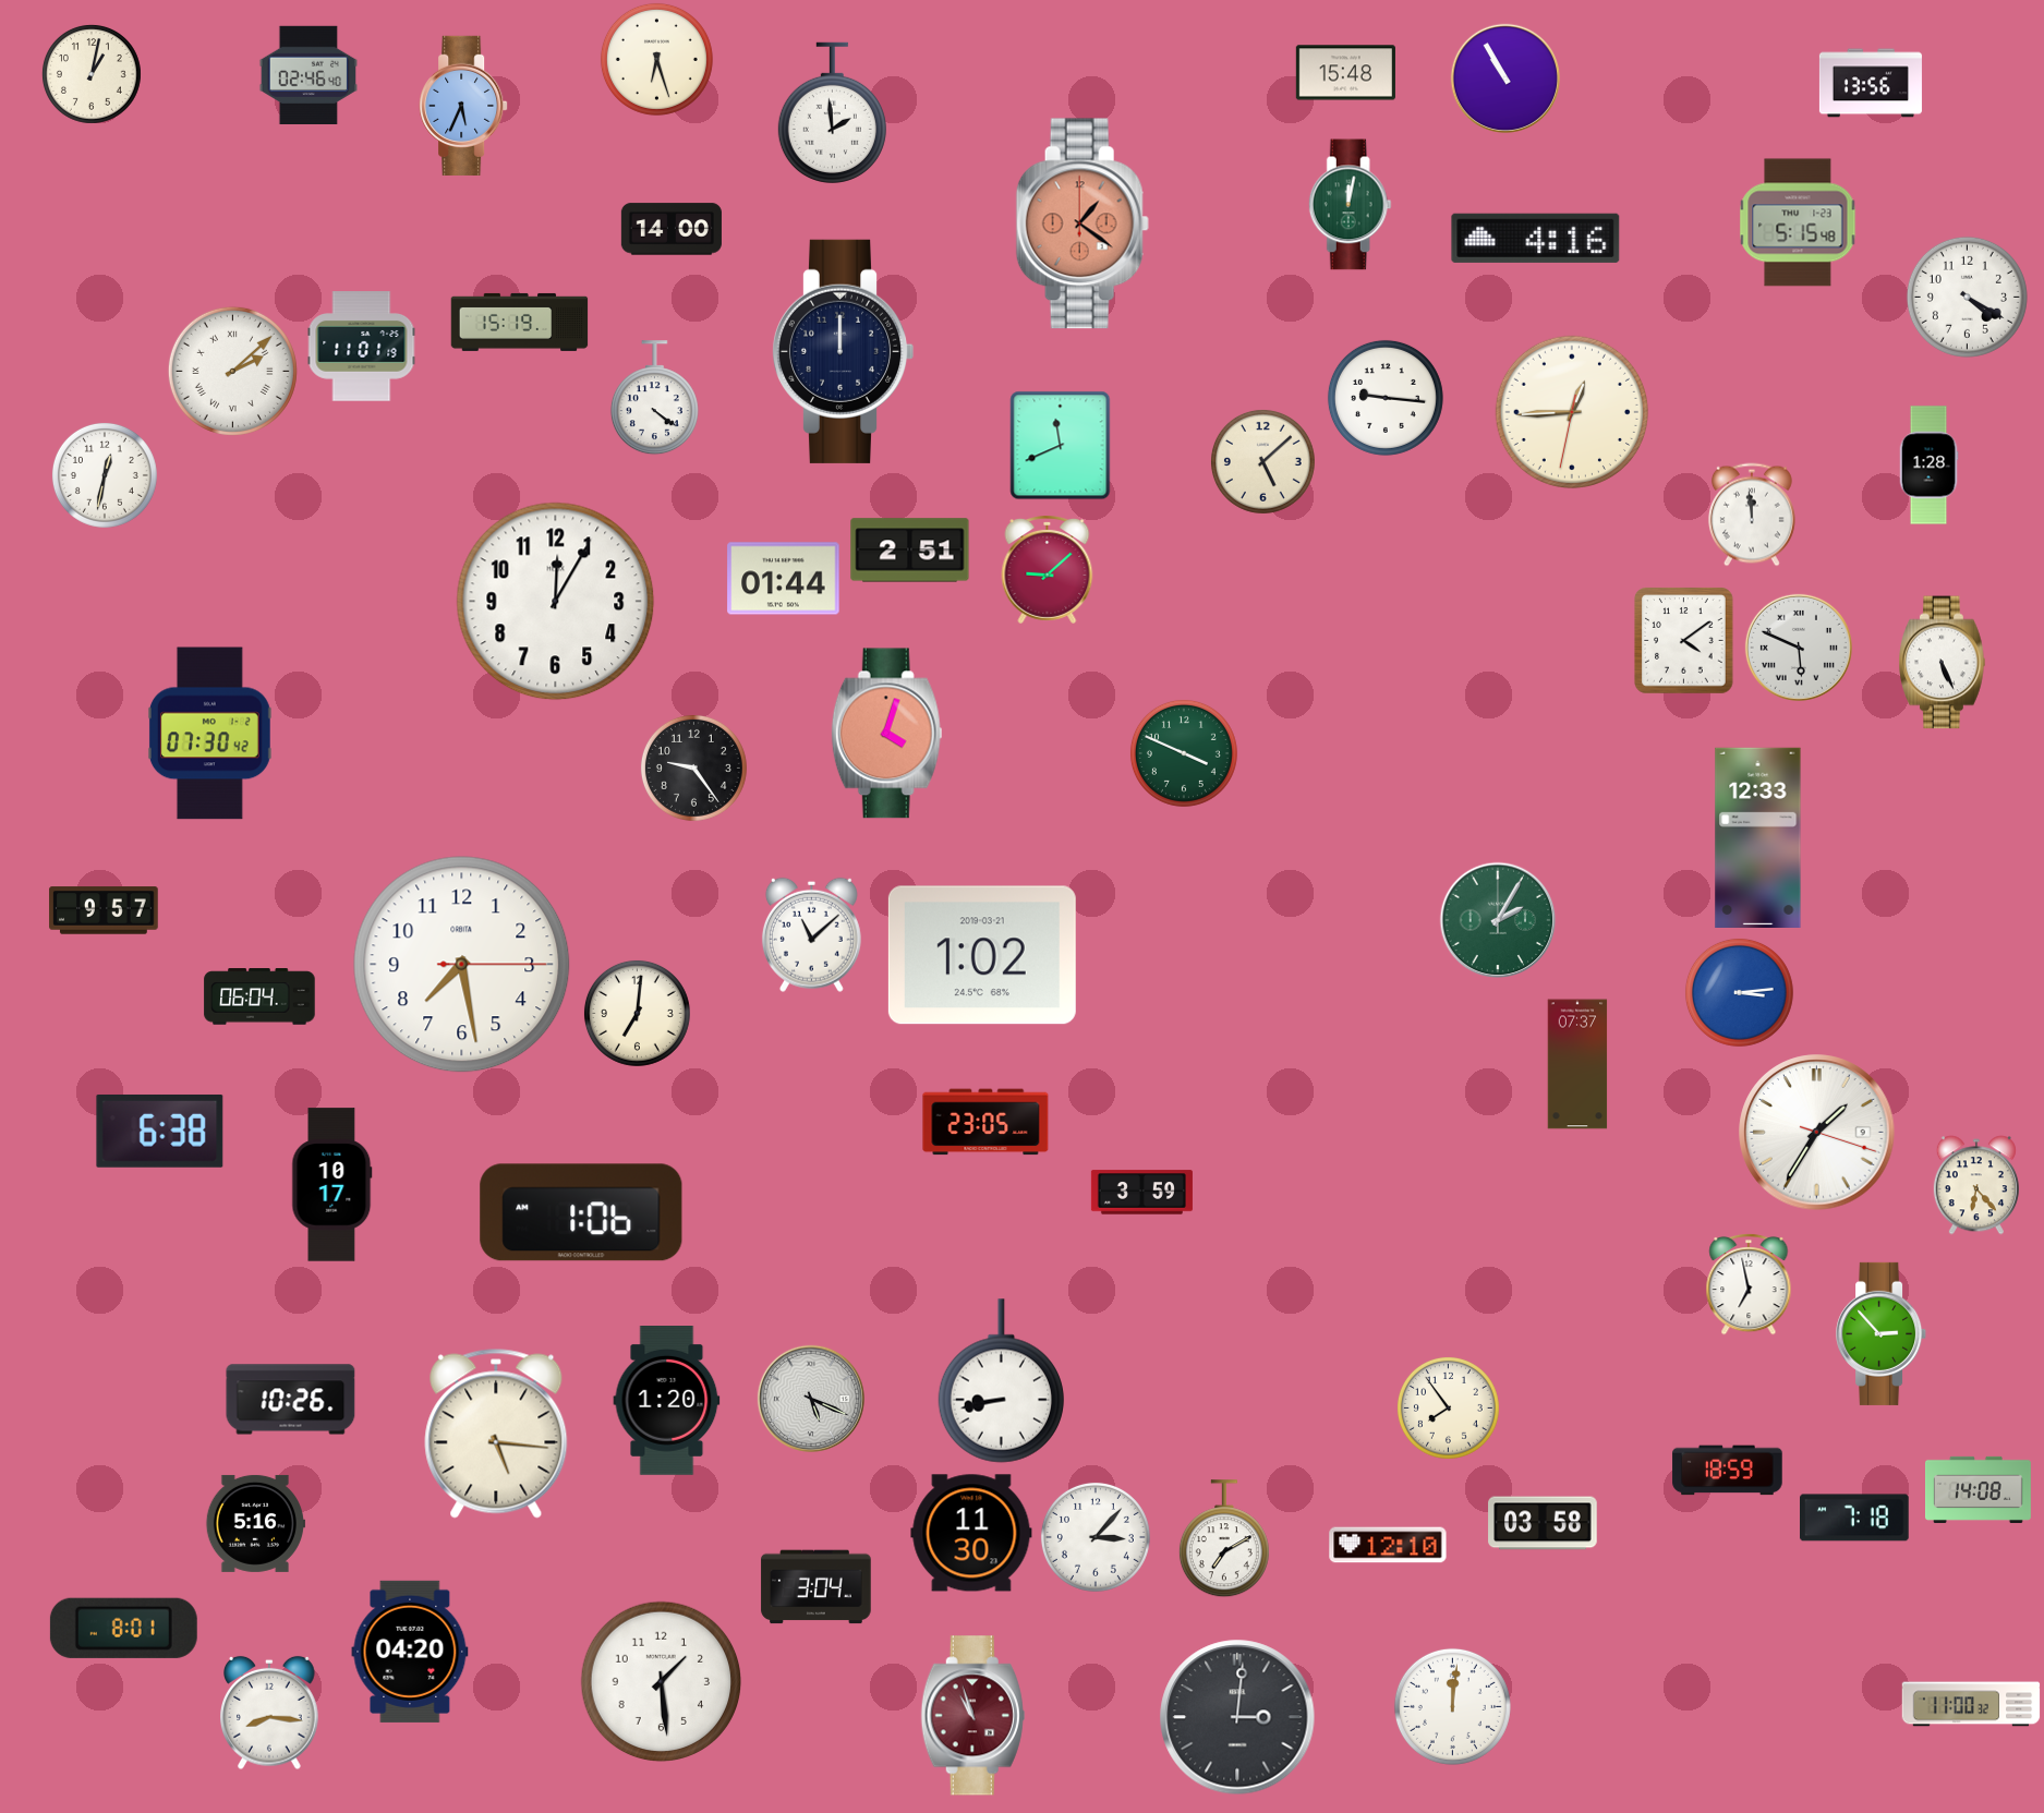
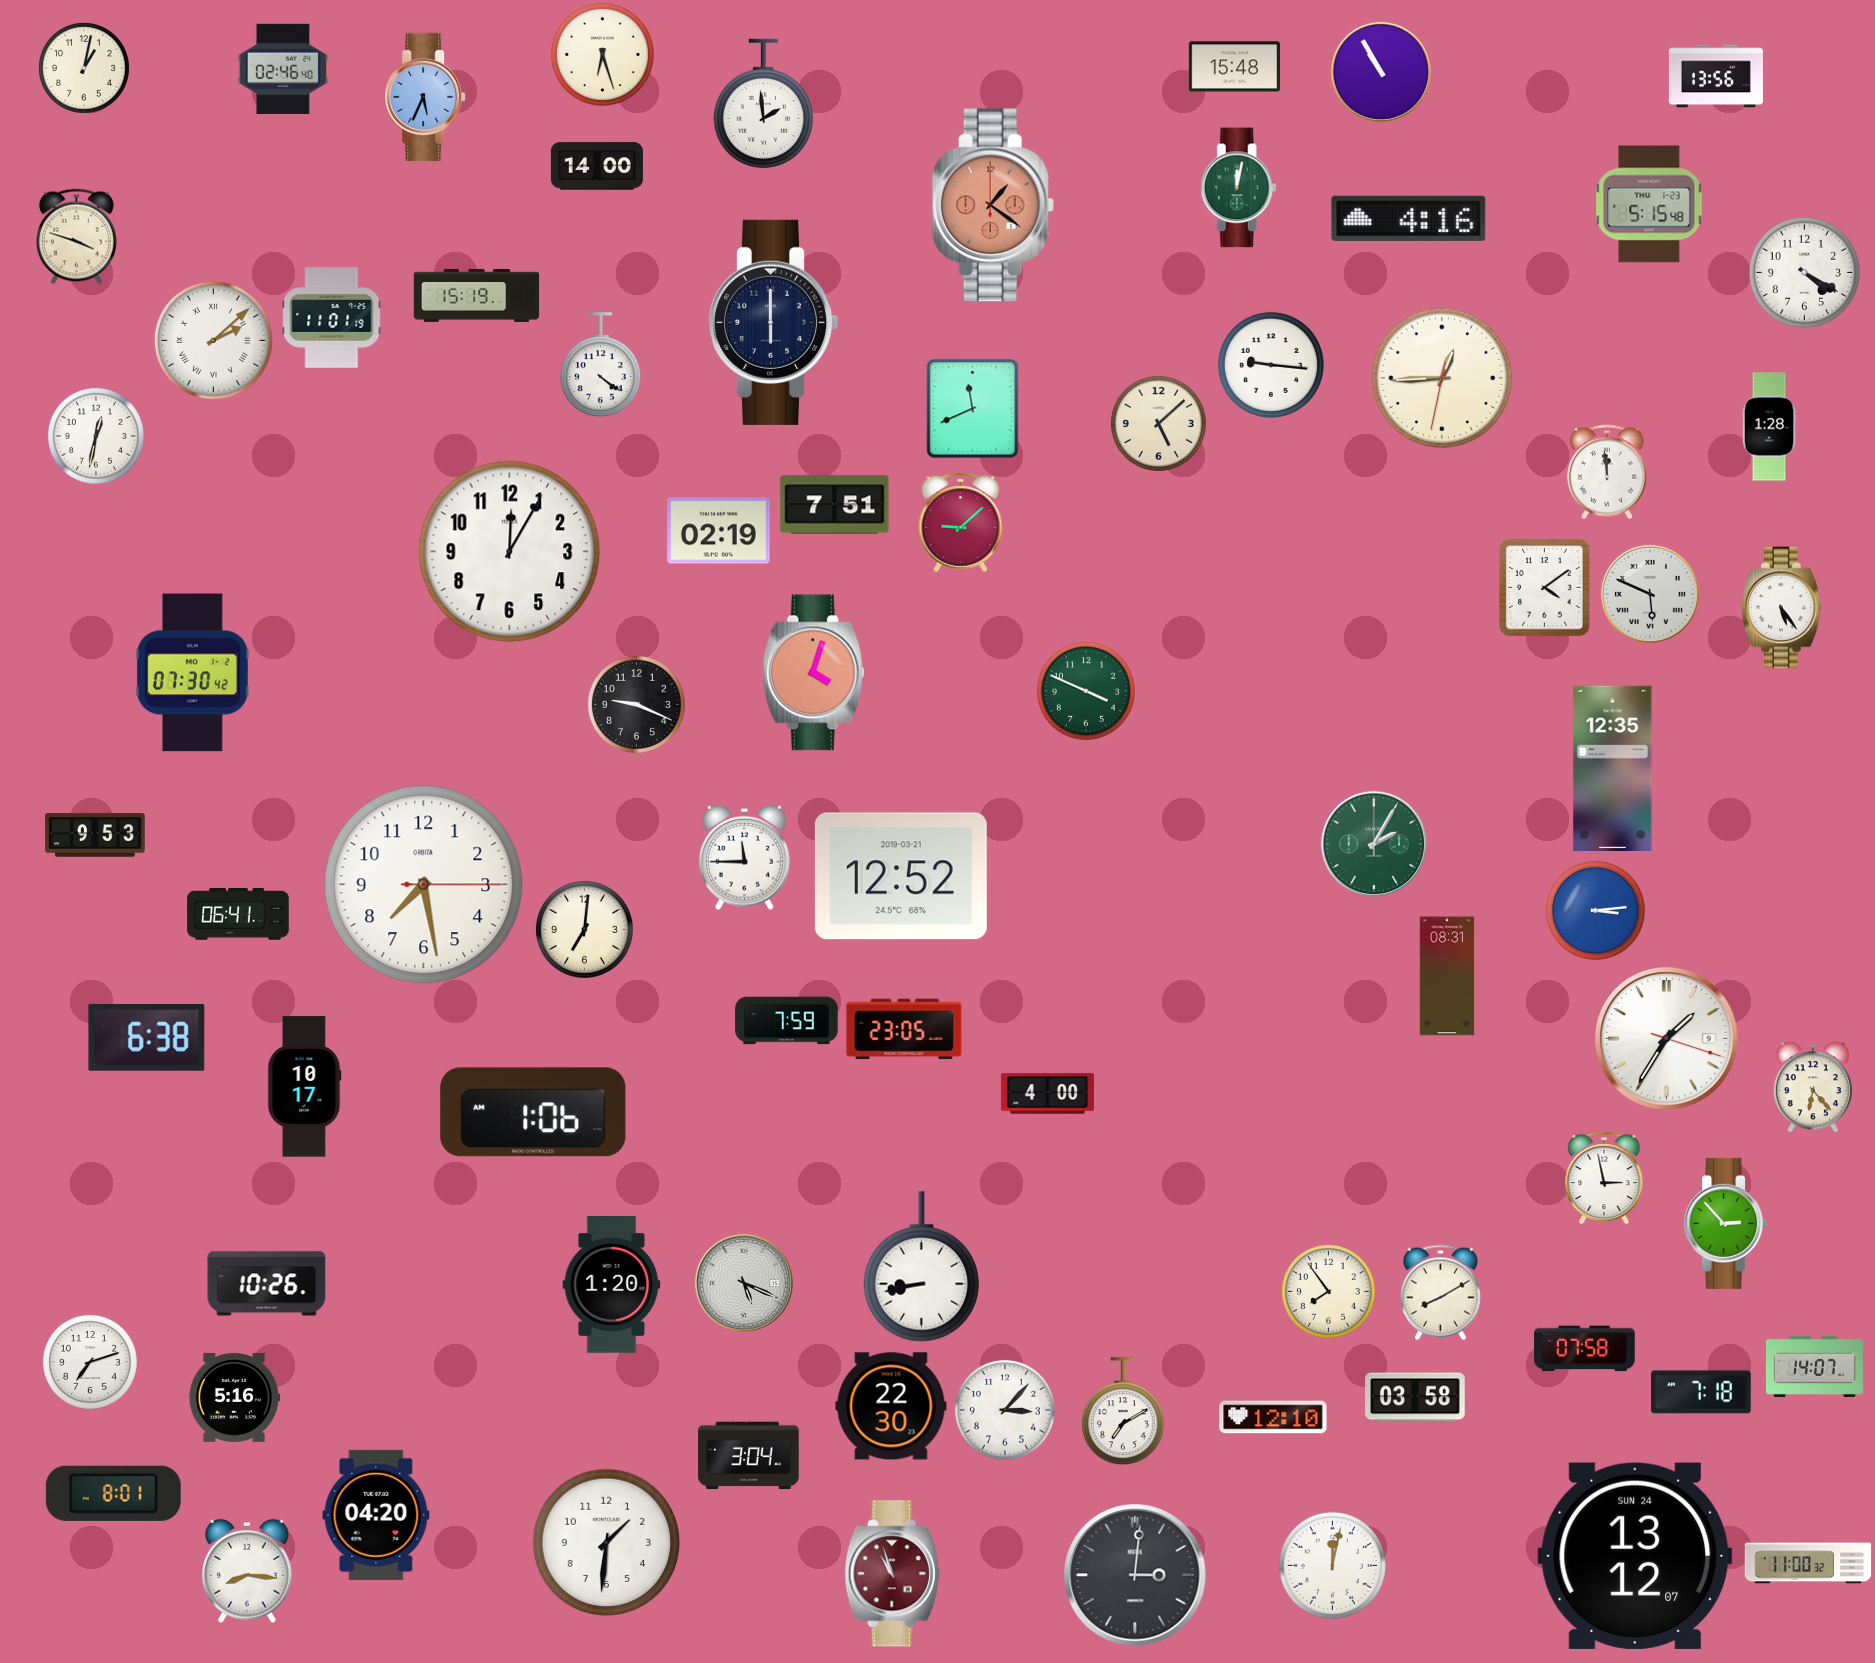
clock at (672, 229) position: (672, 229) -> (597, 166)
clock at (76, 237): none -> 3:48
clock at (843, 351): 12:00 -> 6:00
clock at (910, 551): 2:51 -> 7:51
clock at (784, 579): 01:44 -> 02:19
clock at (1943, 663): 5:26 -> 5:24
clock at (693, 767): 9:24 -> 9:19
clock at (1758, 837): 12:33 -> 12:35
clock at (104, 910): 9:57 -> 9:53
clock at (811, 934): 11:08 -> 11:45
clock at (982, 955): 1:02 -> 12:52
clock at (259, 996): 06:04 -> 06:41
clock at (1577, 1064): 07:37 -> 08:31
clock at (787, 1021): none -> 7:59
clock at (1141, 1193): 3:59 -> 4:00
clock at (1749, 1284): 6:58 -> 2:58
clock at (1001, 1381) position: (1001, 1381) -> (921, 1267)
clock at (1440, 1293): none -> 8:10
clock at (496, 1434): 5:16 -> none
clock at (1728, 1471): 18:59 -> 07:58
clock at (90, 1362): none -> 7:12
clock at (1979, 1489): 14:08 -> 14:07
clock at (971, 1533): 11:30 -> 22:30
clock at (662, 1682): 1:29 -> 1:31
clock at (1635, 1556): none -> 13:12
clock at (1452, 1706): 12:01 -> 12:02
